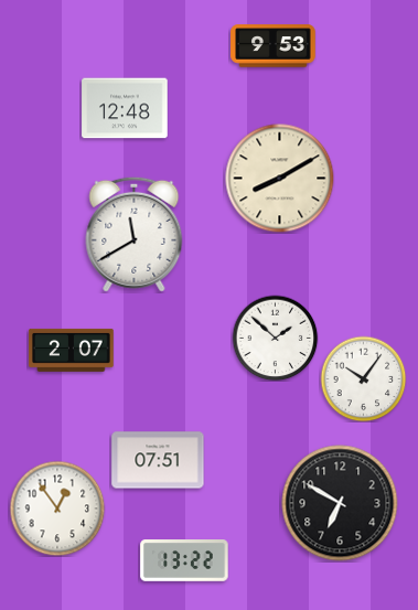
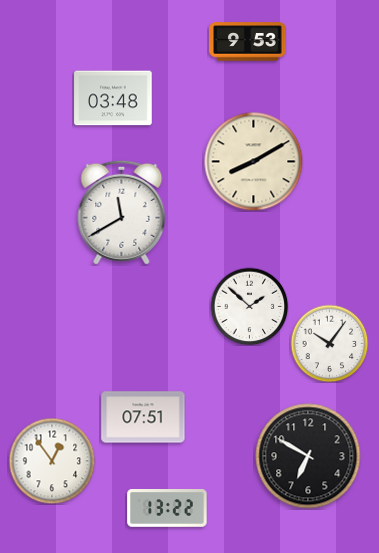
clock at (125, 108): 12:48 -> 03:48
clock at (72, 350): 2:07 -> none
